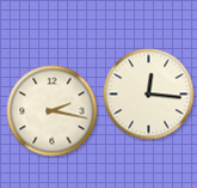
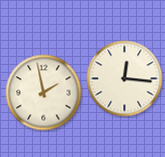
clock at (53, 111): 2:17 -> 1:58
